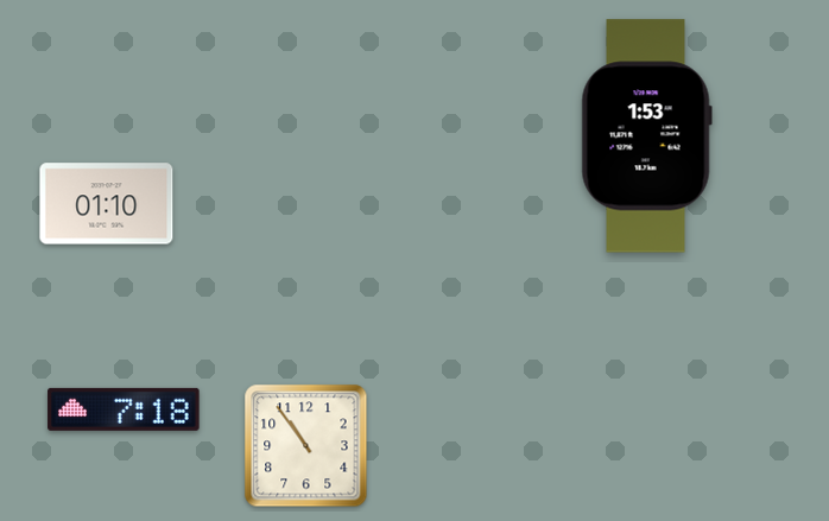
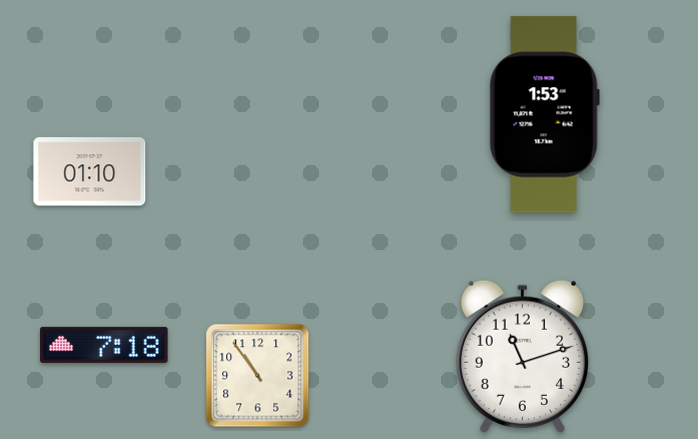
clock at (522, 356): none -> 11:12
